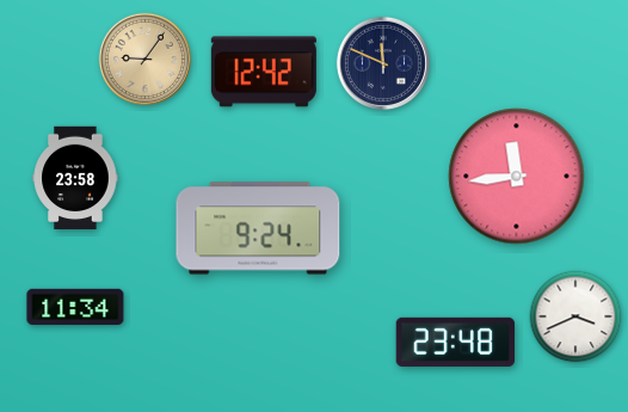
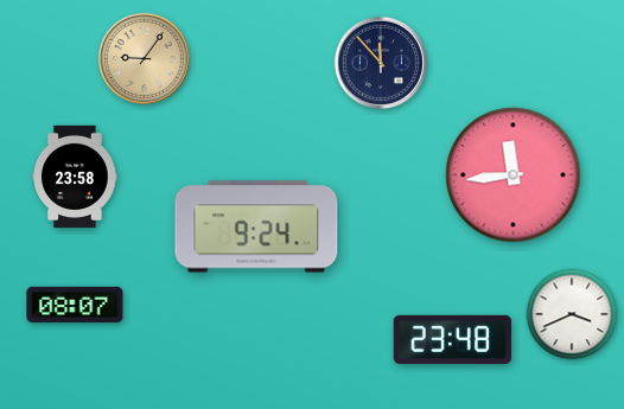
clock at (383, 63): 11:49 -> 11:53
clock at (264, 72): 12:42 -> none
clock at (75, 307): 11:34 -> 08:07
